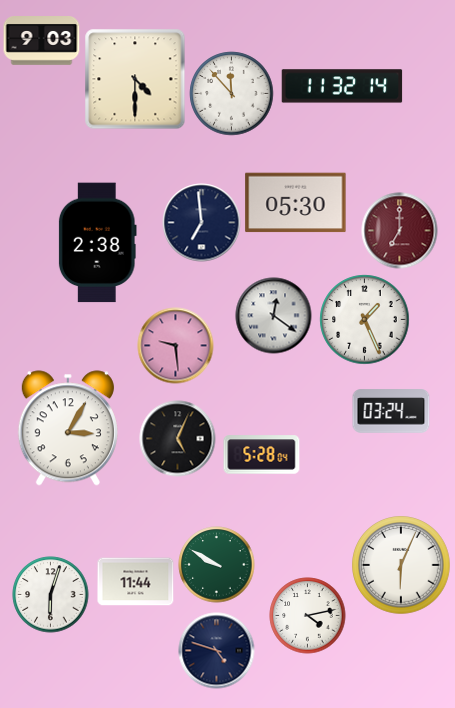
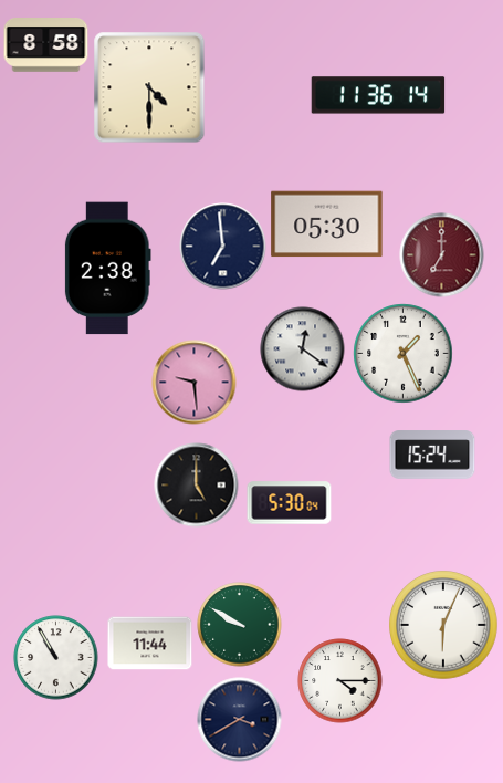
clock at (42, 41): 9:03 -> 8:58
clock at (342, 86): 11:32 -> 11:36
clock at (232, 94): 11:53 -> none
clock at (391, 411): 03:24 -> 15:24
clock at (68, 428): 3:05 -> none
clock at (178, 439): 5:04 -> 5:00
clock at (262, 455): 5:28 -> 5:30
clock at (51, 595): 6:03 -> 10:55
clock at (308, 616): 4:13 -> 4:15
clock at (217, 651): 4:48 -> 3:40
